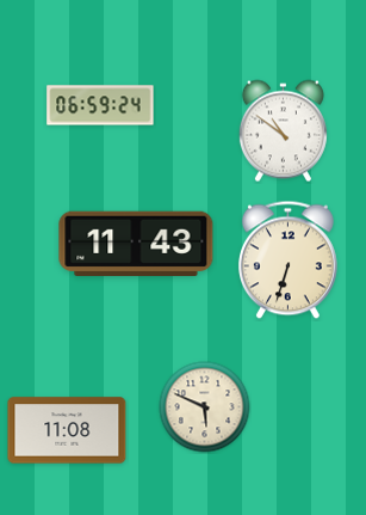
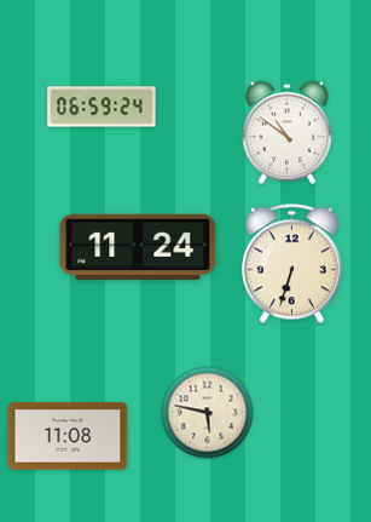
clock at (136, 243): 11:43 -> 11:24
clock at (205, 407): 5:49 -> 5:47
